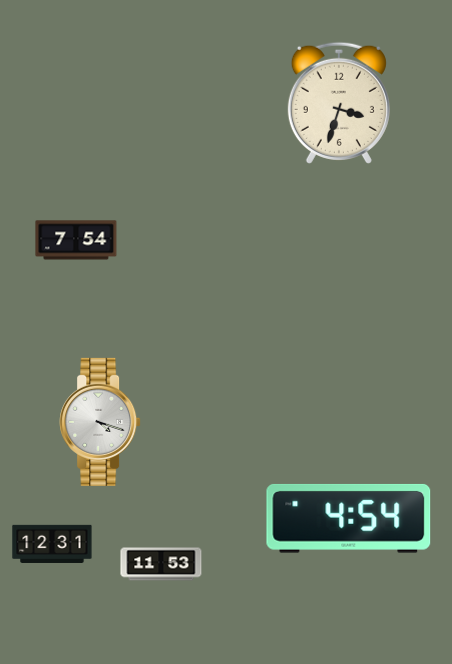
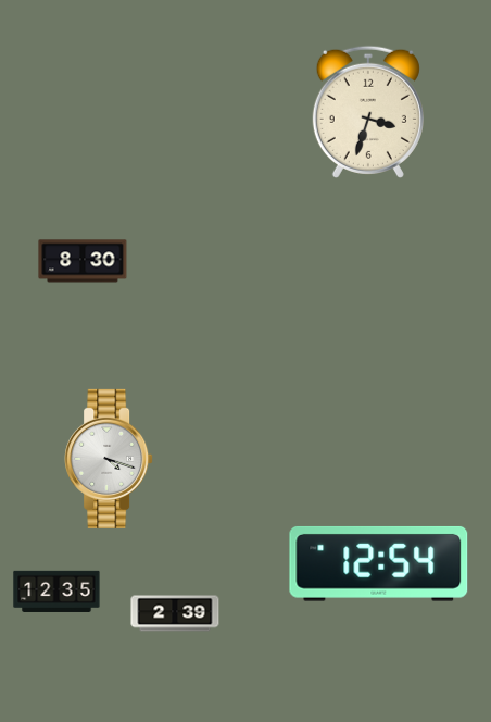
clock at (76, 240): 7:54 -> 8:30
clock at (349, 518): 4:54 -> 12:54
clock at (52, 544): 12:31 -> 12:35
clock at (161, 564): 11:53 -> 2:39
